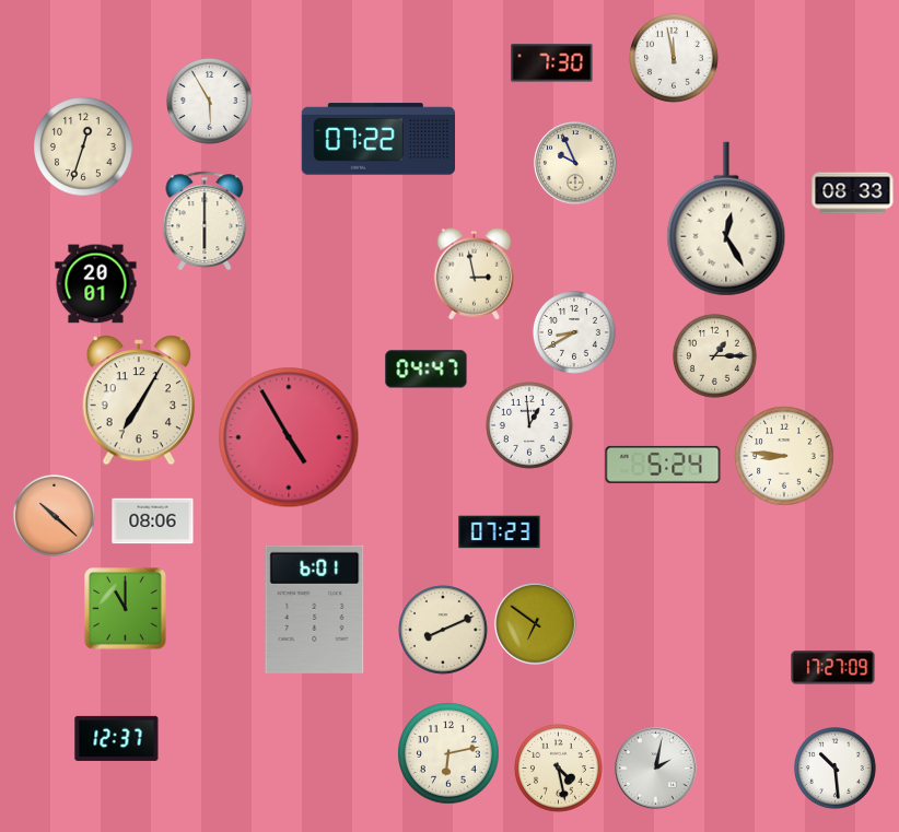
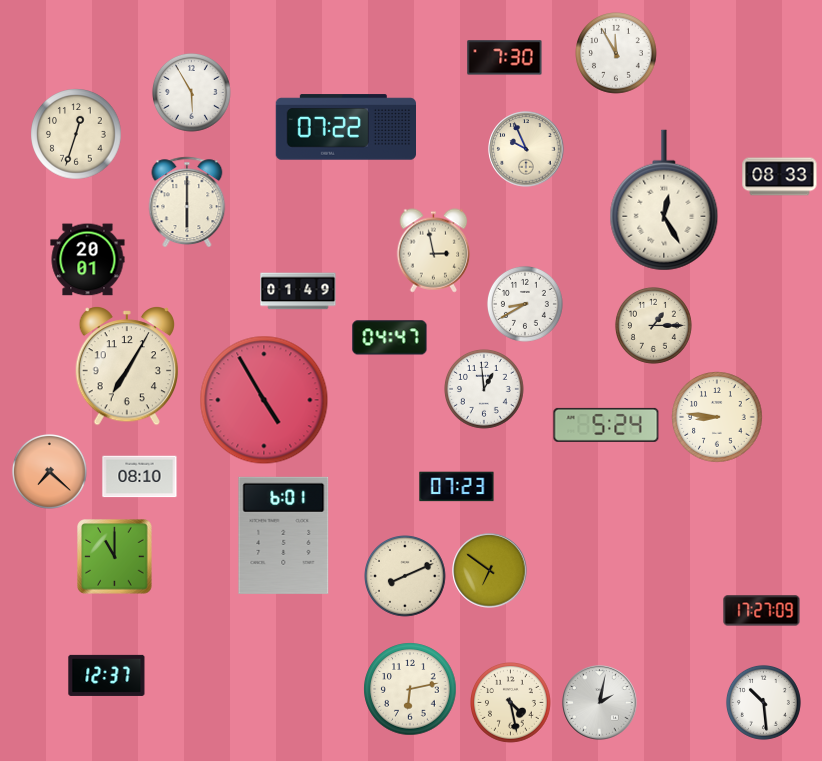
clock at (675, 59): 11:58 -> 11:55
clock at (298, 291): none -> 01:49
clock at (54, 515): 10:22 -> 7:22
clock at (153, 522): 08:06 -> 08:10
clock at (315, 609) position: (315, 609) -> (284, 535)
